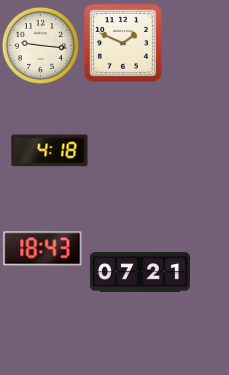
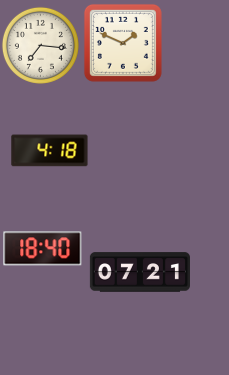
clock at (40, 45): 9:16 -> 7:16
clock at (43, 249): 18:43 -> 18:40
